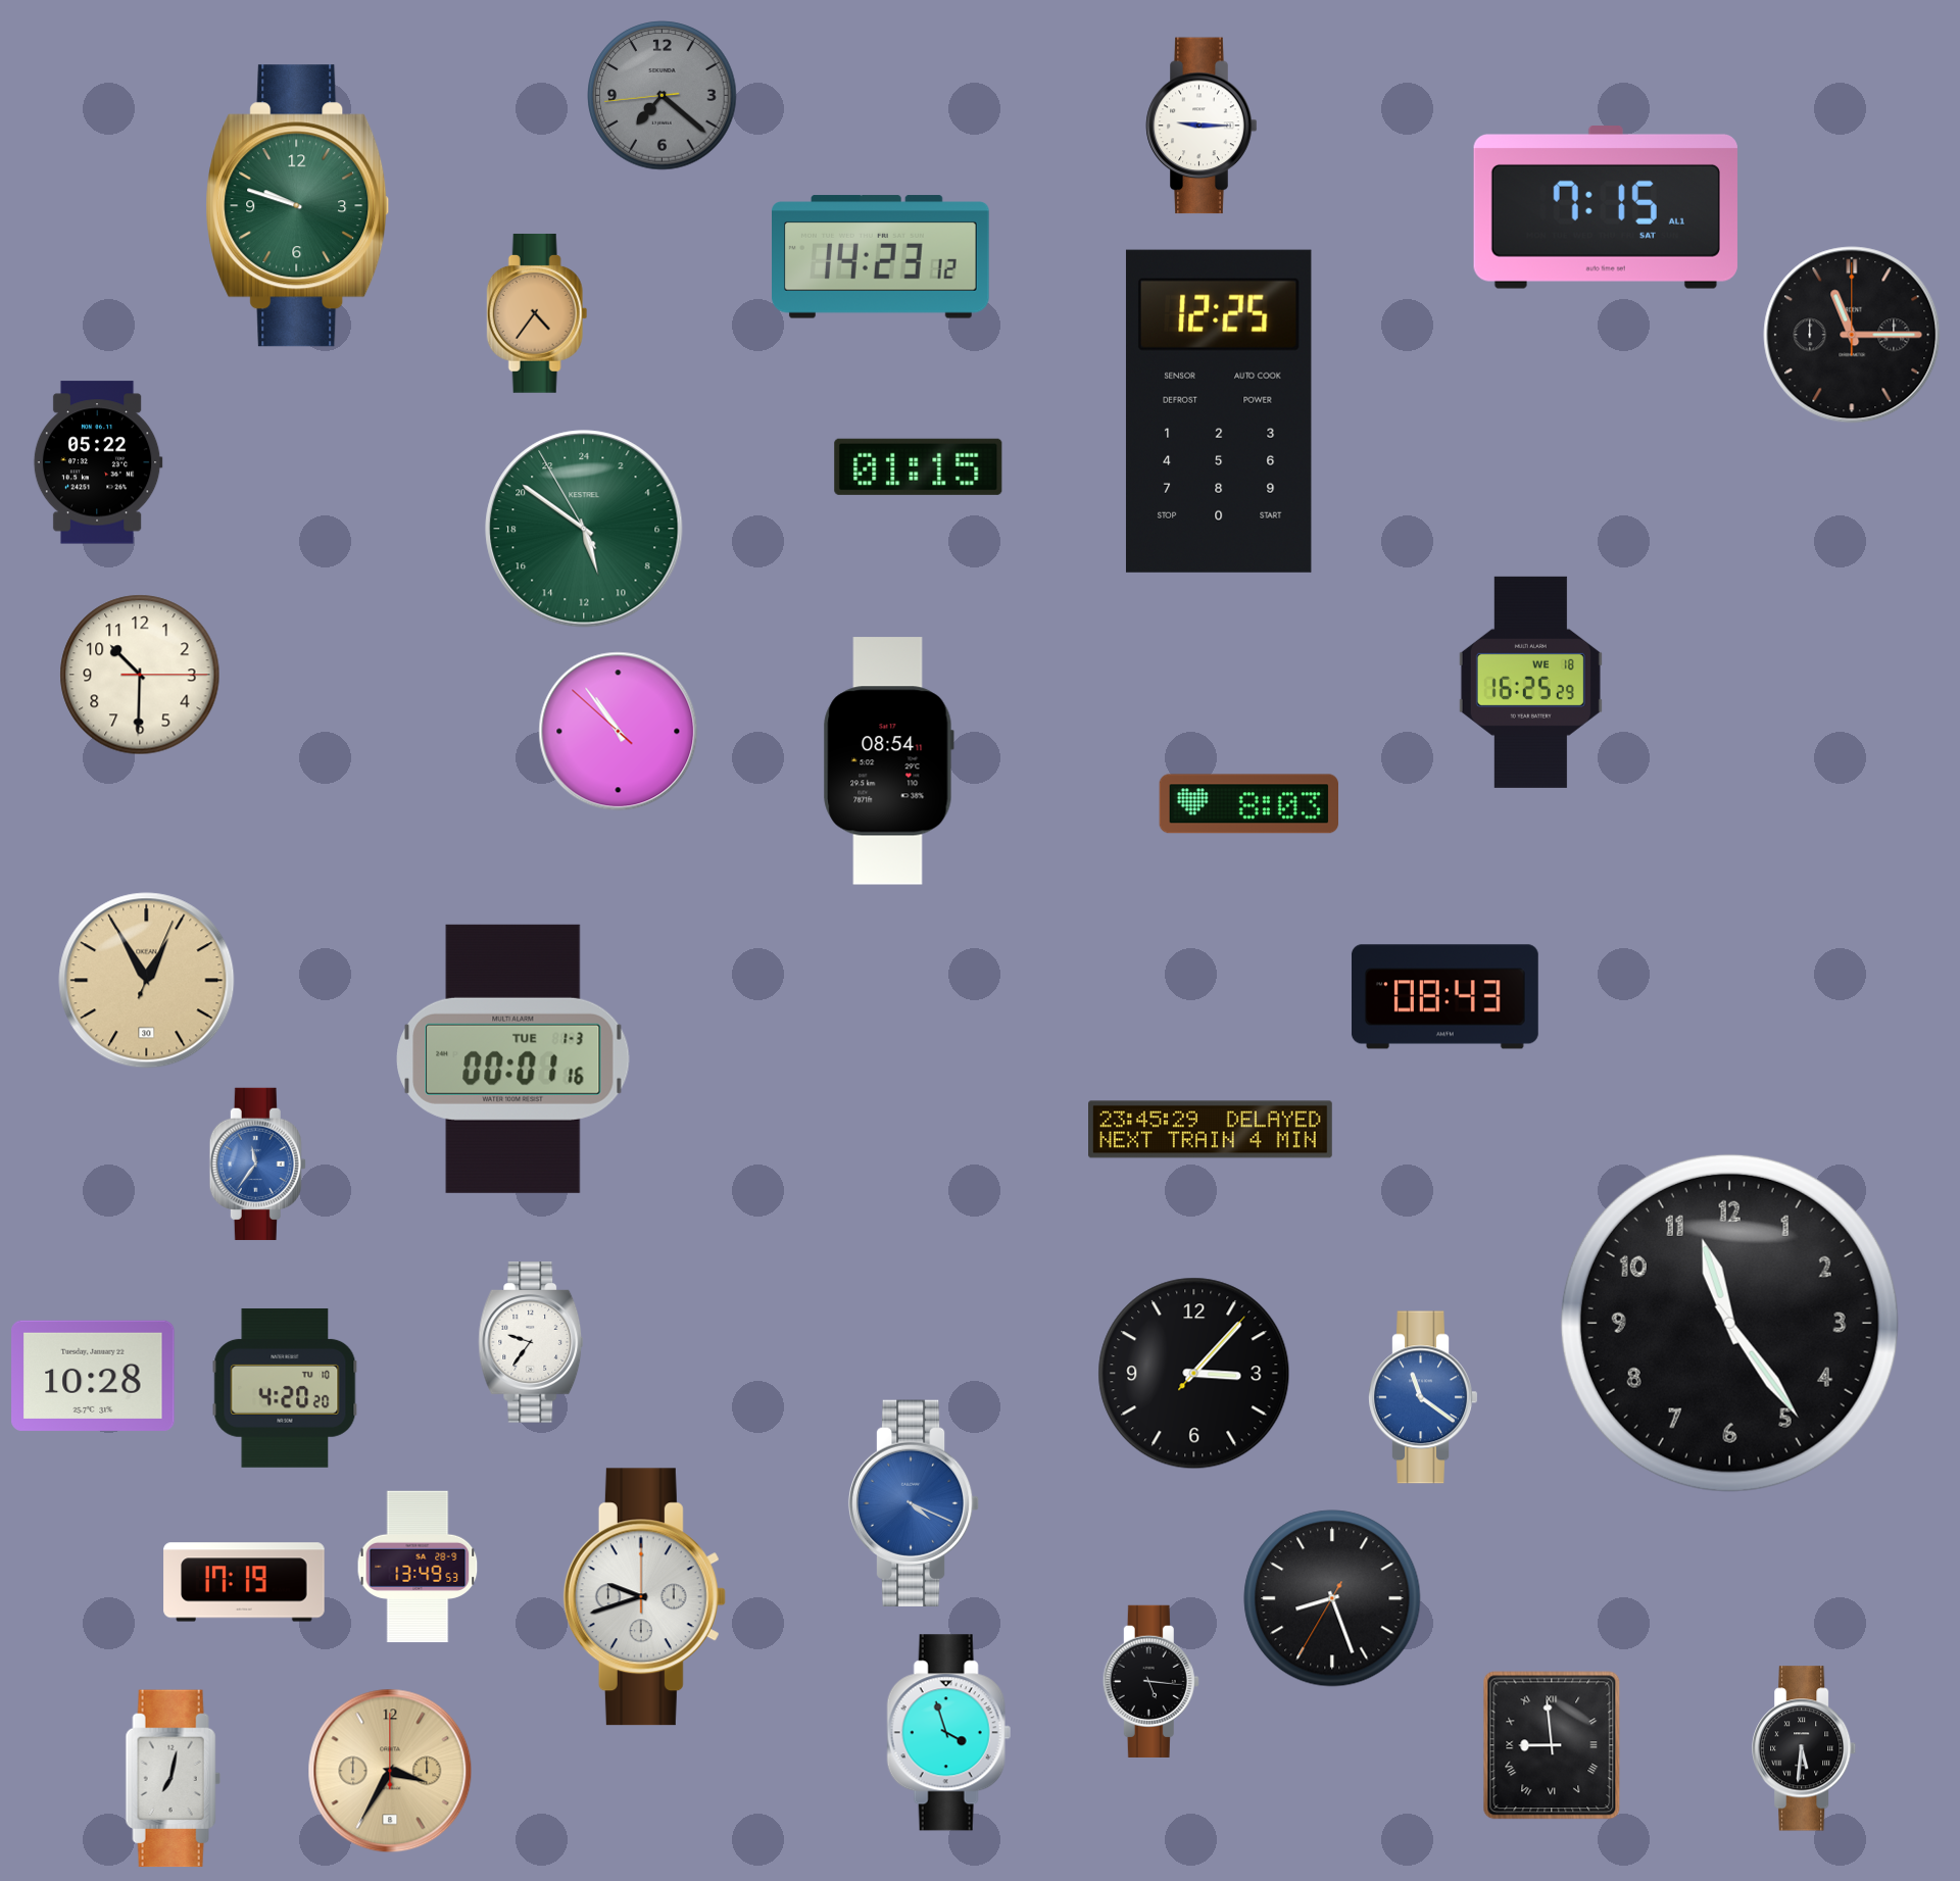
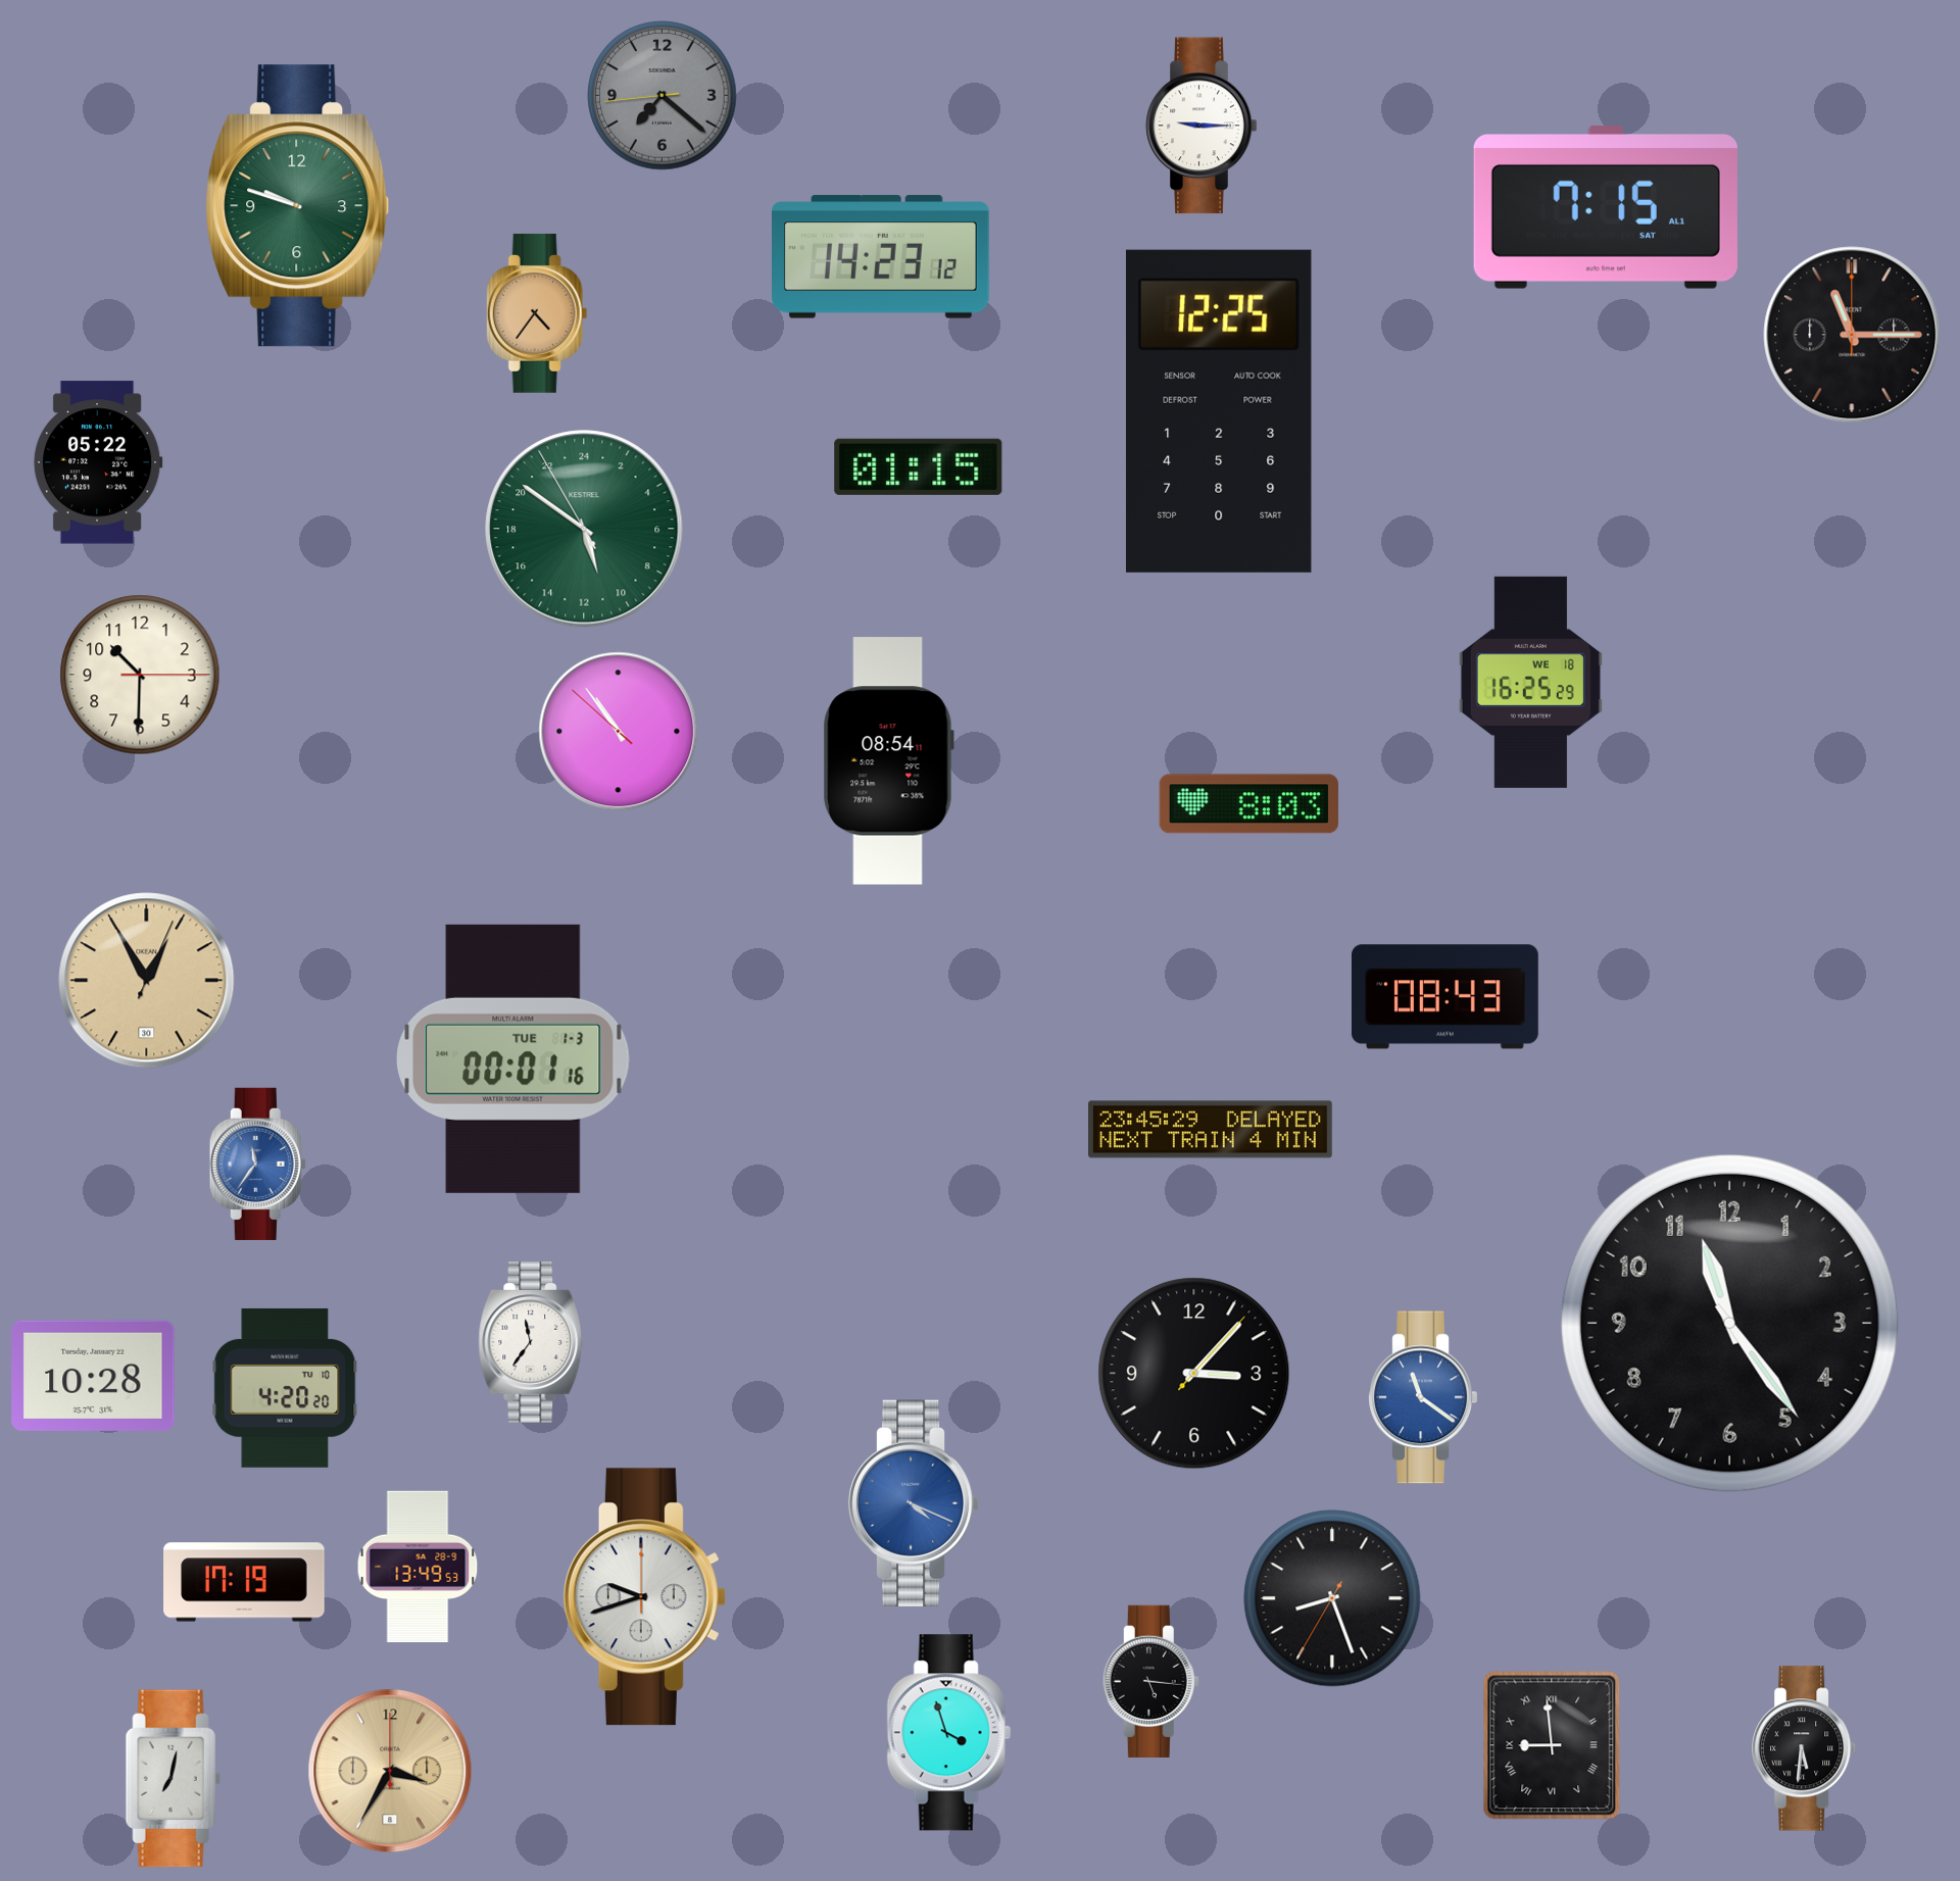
clock at (531, 1342): 9:36 -> 11:36
